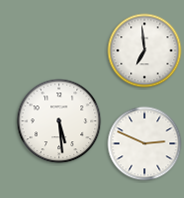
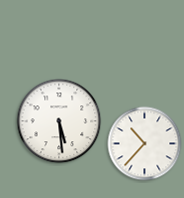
clock at (145, 51): 6:59 -> none
clock at (145, 144): 2:49 -> 10:37
